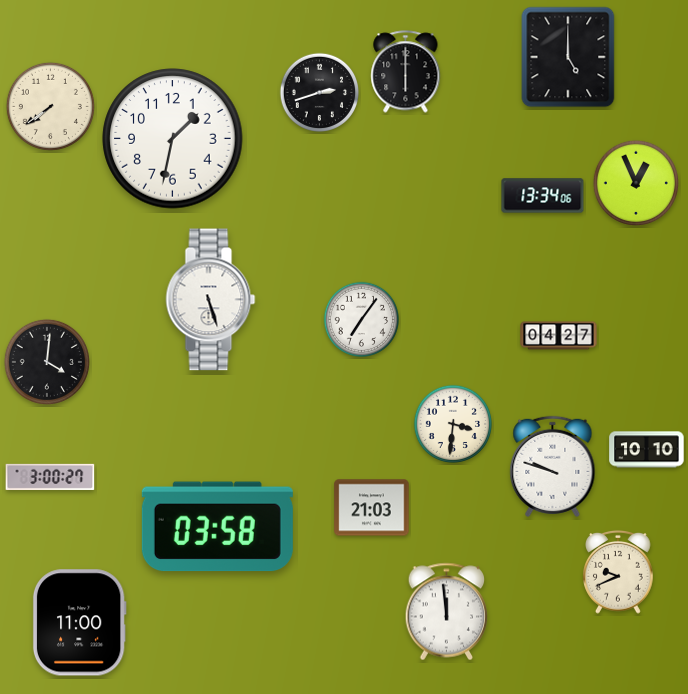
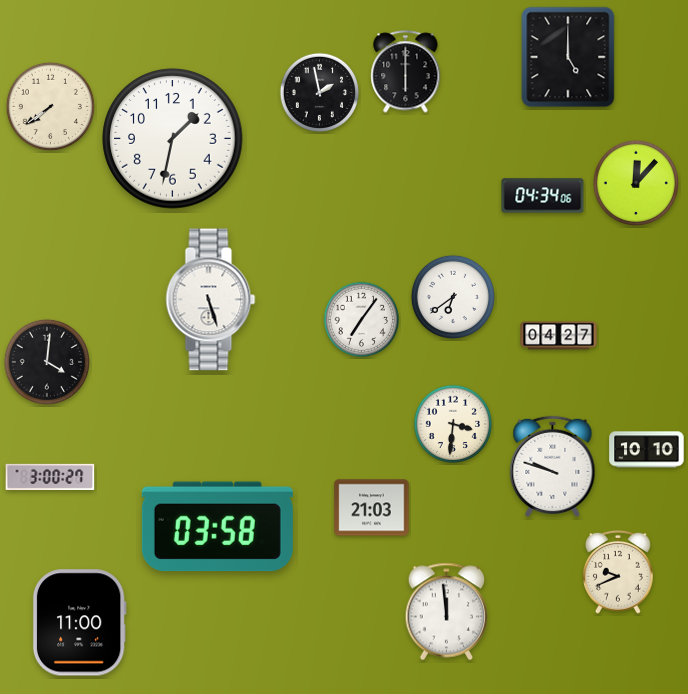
clock at (319, 92): 2:42 -> 1:58
clock at (636, 183): 12:56 -> 12:07
clock at (543, 196): 13:34 -> 04:34
clock at (453, 297): none -> 6:39
